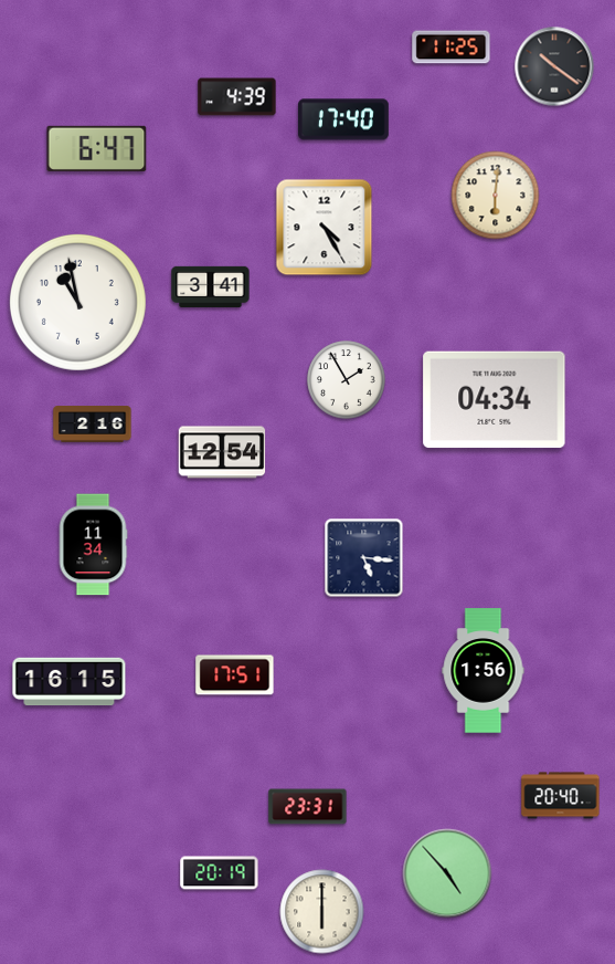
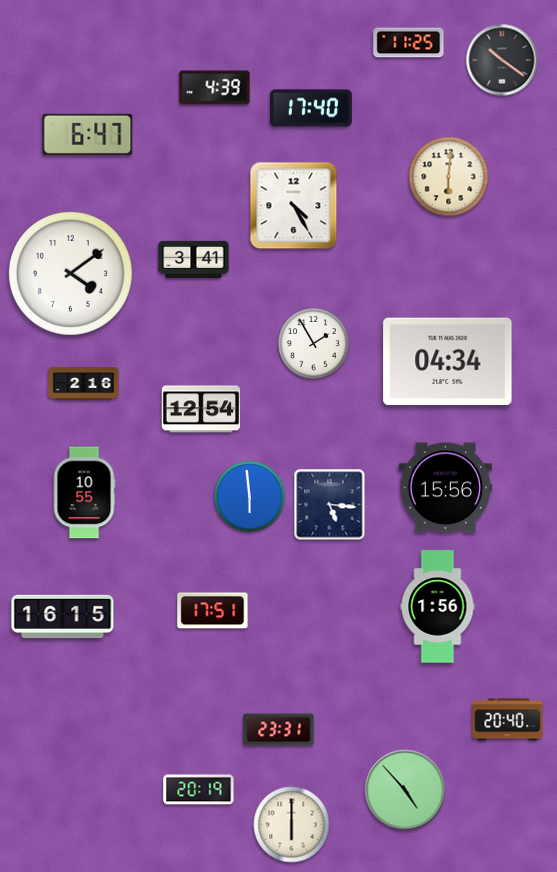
clock at (211, 287) position: (211, 287) -> (194, 260)
clock at (77, 302): 10:58 -> 4:09
clock at (446, 488): none -> 15:56
clock at (93, 545): 11:34 -> 10:55
clock at (250, 497): none -> 5:59
